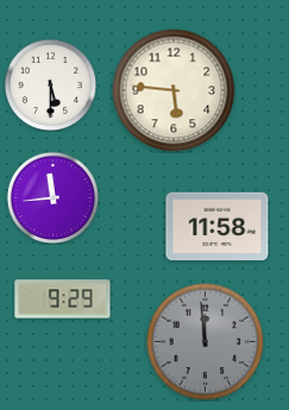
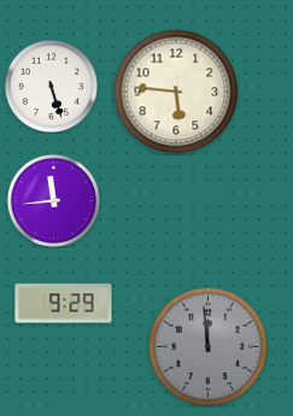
clock at (50, 84): 5:30 -> 5:27
clock at (218, 227): 11:58 -> none
